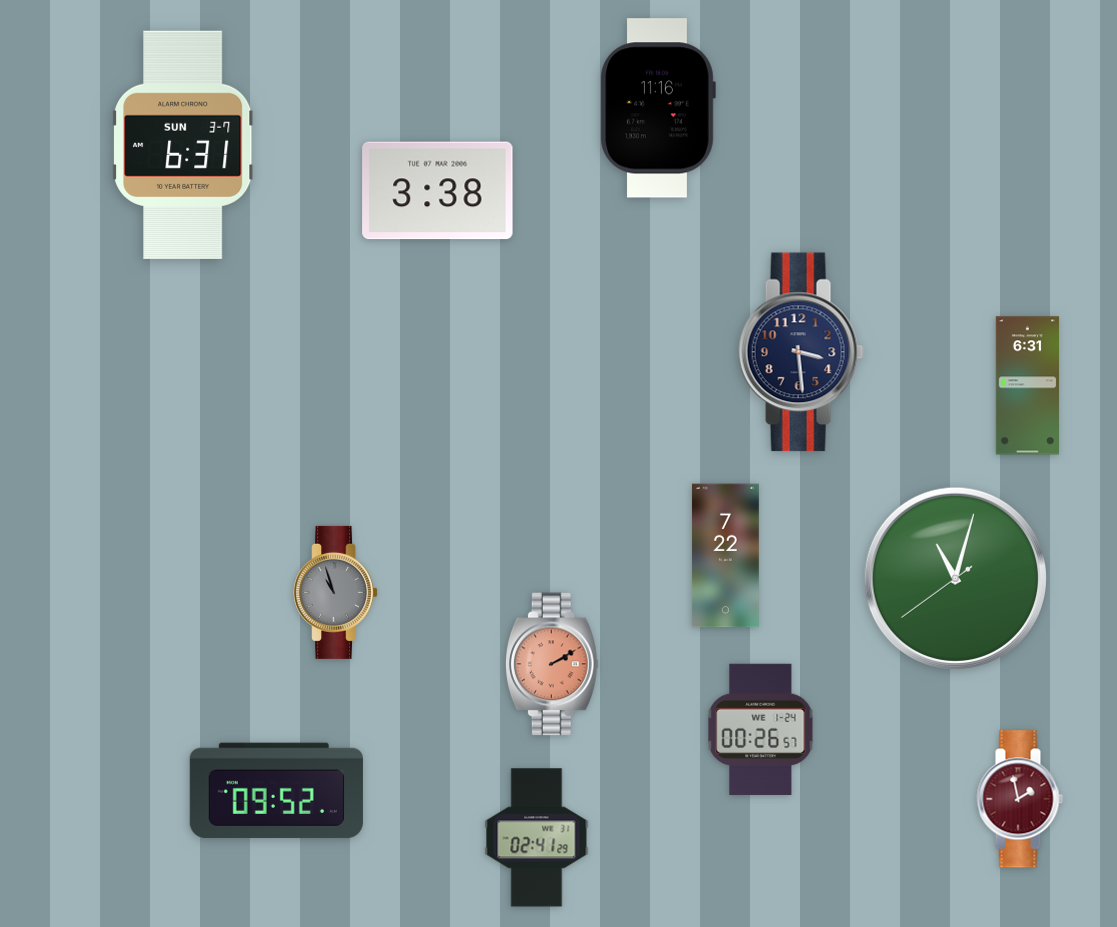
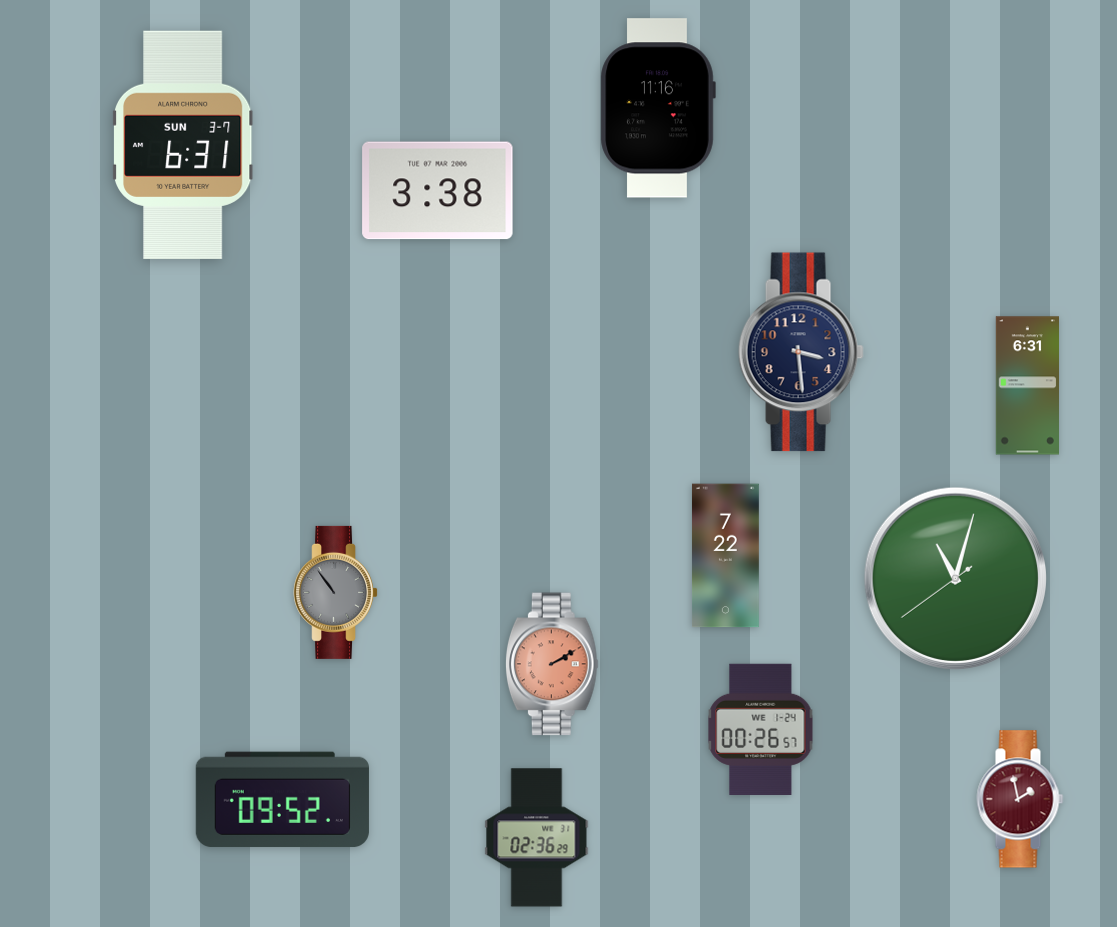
clock at (336, 592): 10:57 -> 10:54
clock at (276, 791) position: (276, 791) -> (282, 800)
clock at (537, 838): 02:41 -> 02:36
